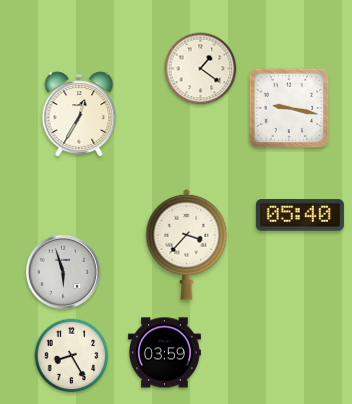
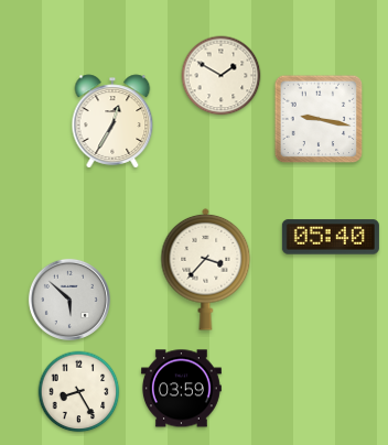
clock at (201, 69): 1:21 -> 1:50
clock at (79, 114) position: (79, 114) -> (112, 121)
clock at (63, 272): 5:57 -> 5:52
